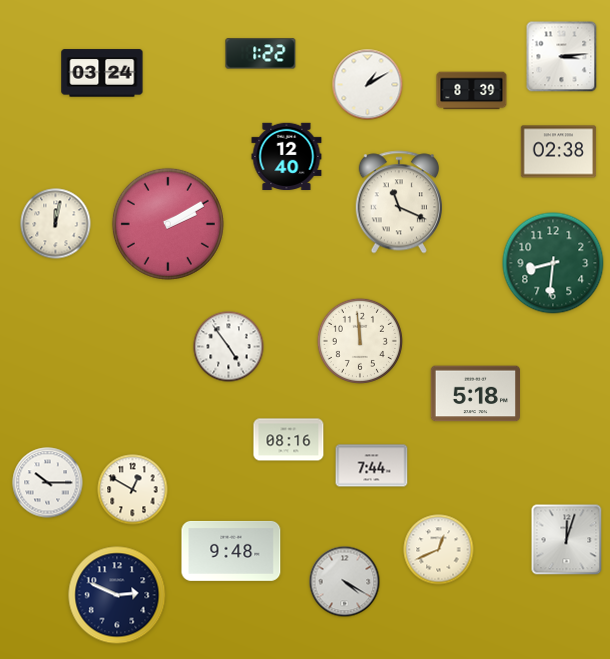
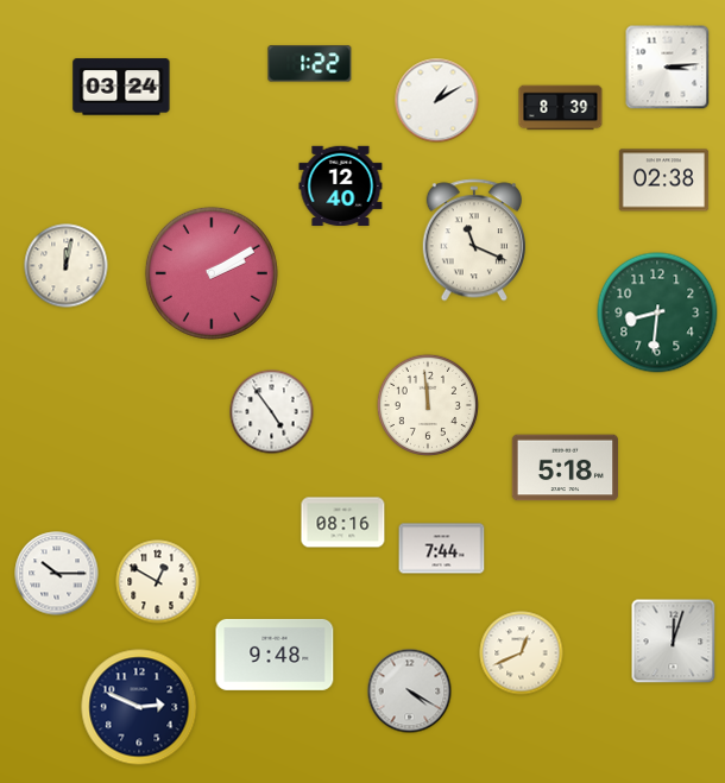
clock at (168, 224) position: (168, 224) -> (212, 273)
clock at (372, 466) position: (372, 466) -> (442, 549)
